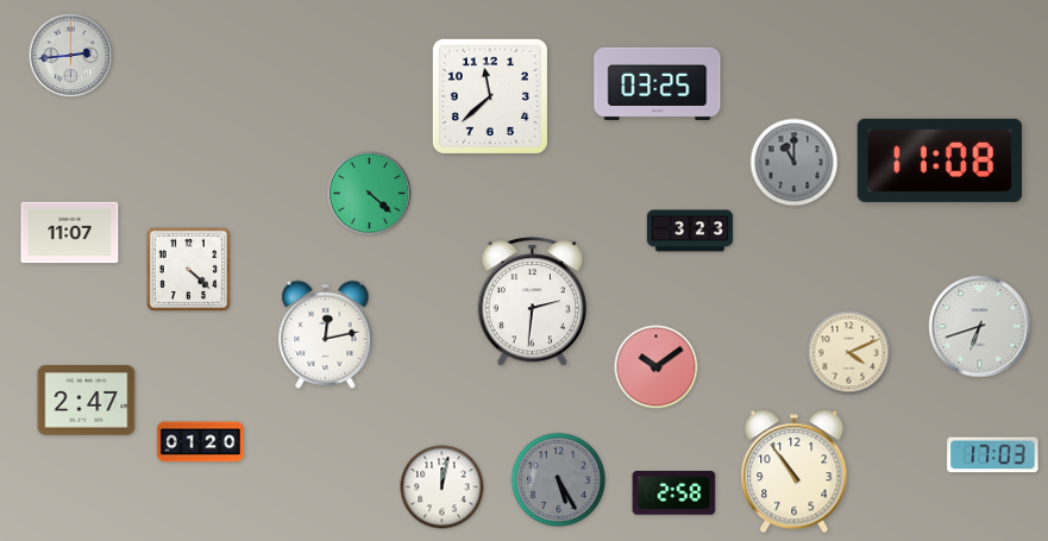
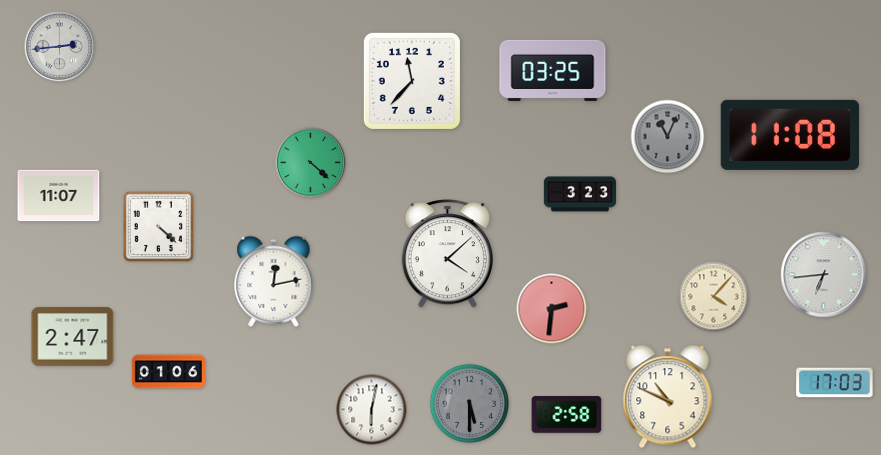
clock at (490, 96): 11:38 -> 11:37
clock at (795, 163): 11:00 -> 11:04
clock at (532, 302): 2:31 -> 4:08
clock at (980, 327): 6:42 -> 6:44
clock at (849, 353): 4:11 -> 4:07
clock at (657, 367): 10:09 -> 2:31
clock at (200, 442): 01:20 -> 01:06
clock at (795, 472): 10:54 -> 10:49
clock at (558, 479): 5:25 -> 5:30
clock at (443, 487): 12:02 -> 6:02
